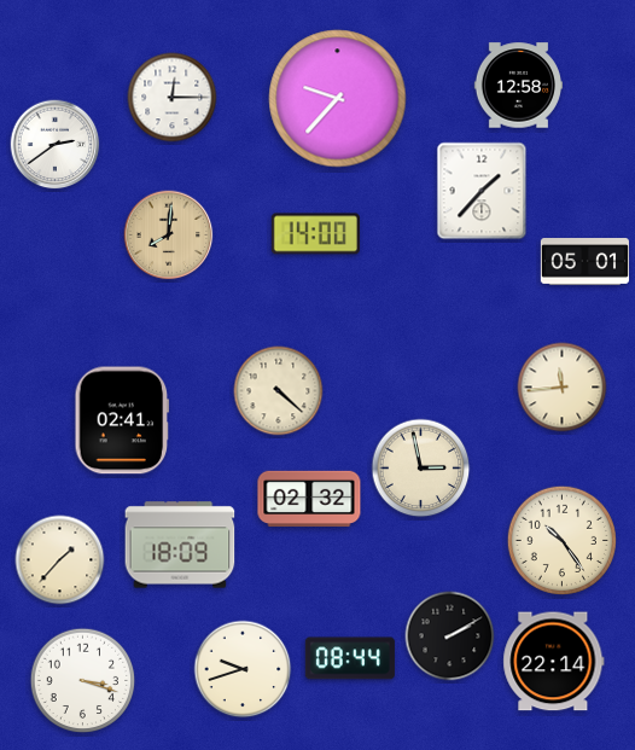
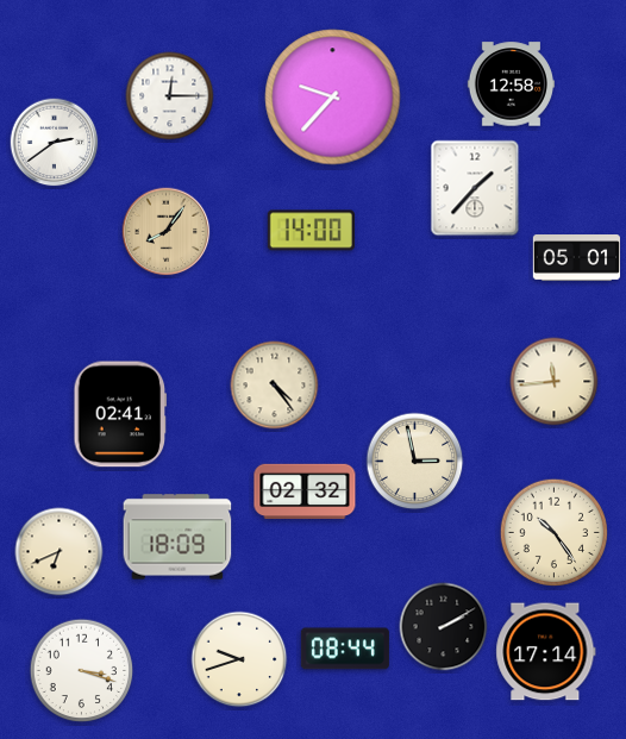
clock at (169, 236): 8:01 -> 8:06
clock at (279, 391): 4:22 -> 4:24
clock at (60, 560): 1:37 -> 6:41
clock at (554, 662): 22:14 -> 17:14
